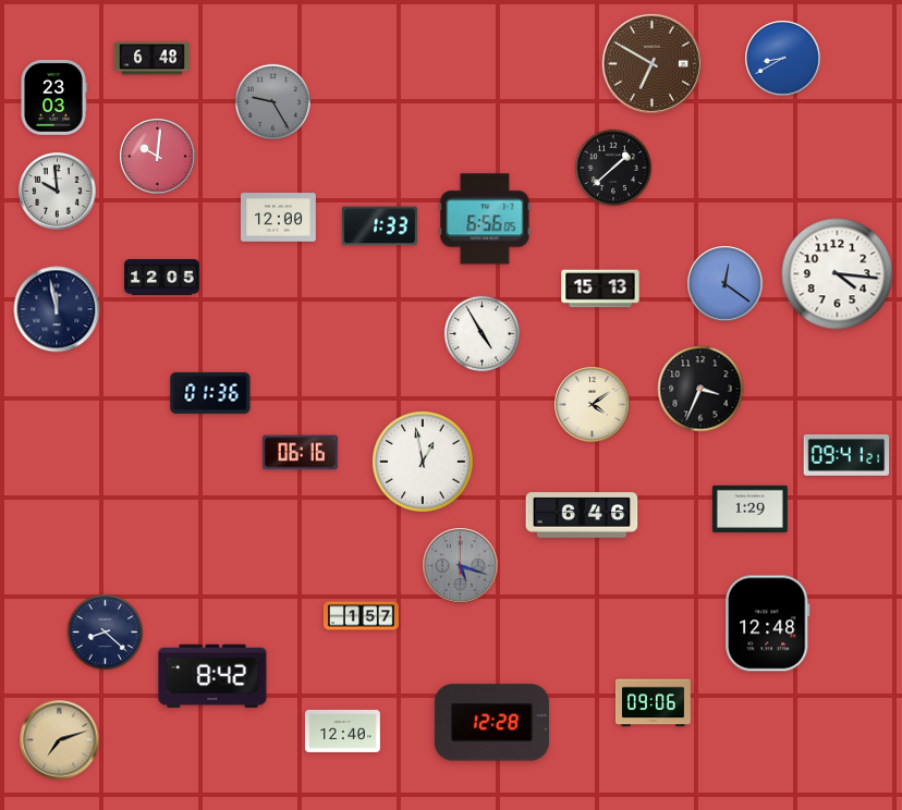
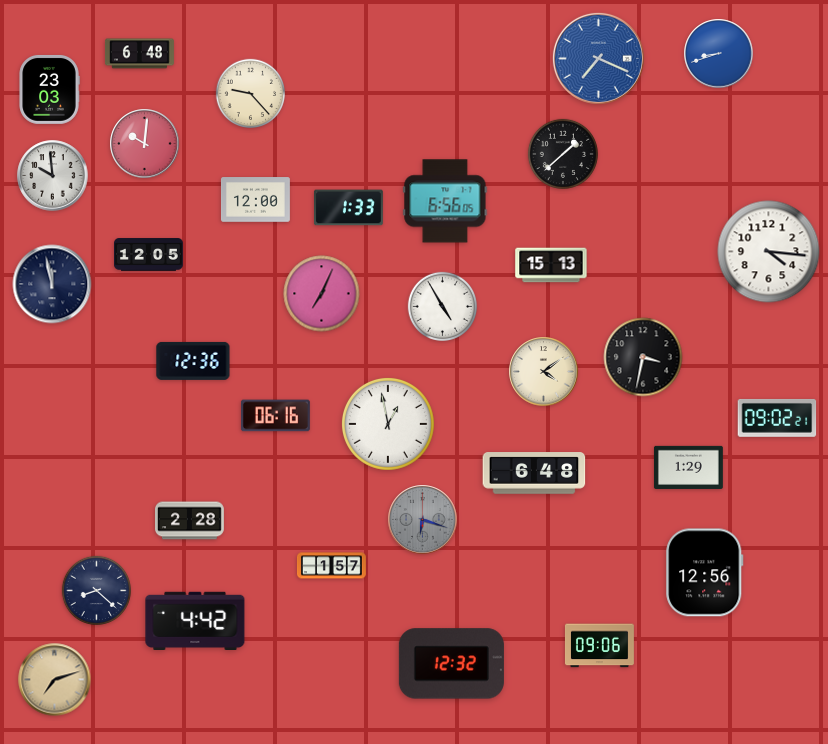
clock at (783, 59): 8:40 -> 8:42
clock at (651, 63): 6:50 -> 7:19
clock at (651, 63) dial: brown -> blue
clock at (272, 101): 9:25 -> 9:23
clock at (272, 101) dial: grey -> cream
clock at (726, 284): 12:21 -> none
clock at (322, 294): none -> 7:04
clock at (700, 389): 3:34 -> 3:32
clock at (210, 393): 01:36 -> 12:36
clock at (846, 455): 09:41 -> 09:02
clock at (582, 515): 6:46 -> 6:48
clock at (461, 566): 5:18 -> 6:18
clock at (190, 521): none -> 2:28
clock at (768, 624): 12:48 -> 12:56
clock at (105, 631) position: (105, 631) -> (96, 590)
clock at (212, 675): 8:42 -> 4:42
clock at (491, 723): 12:28 -> 12:32
clock at (343, 731): 12:40 -> none
